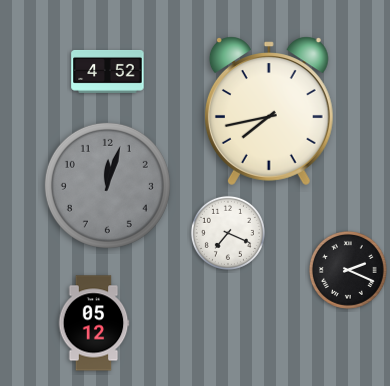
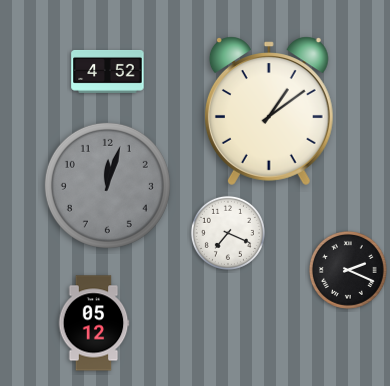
clock at (269, 111): 7:43 -> 1:09
